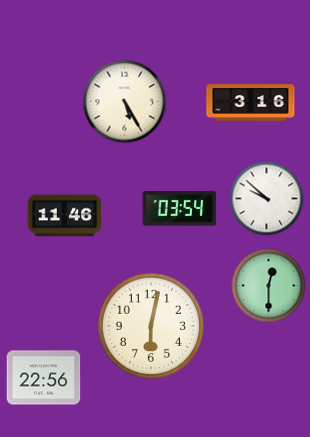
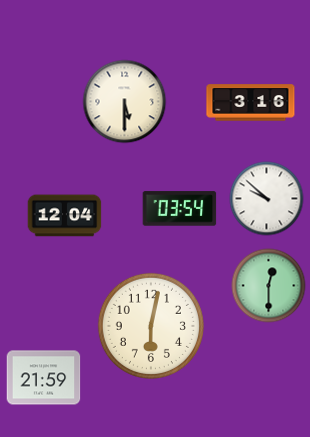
clock at (125, 102): 5:25 -> 5:30
clock at (65, 216): 11:46 -> 12:04
clock at (44, 378): 22:56 -> 21:59
